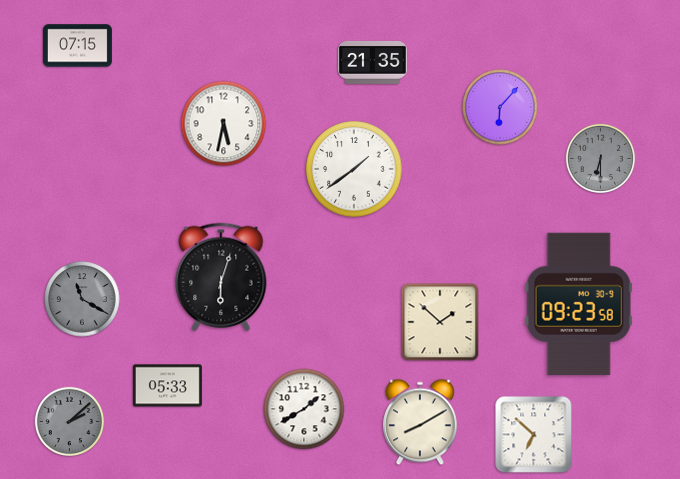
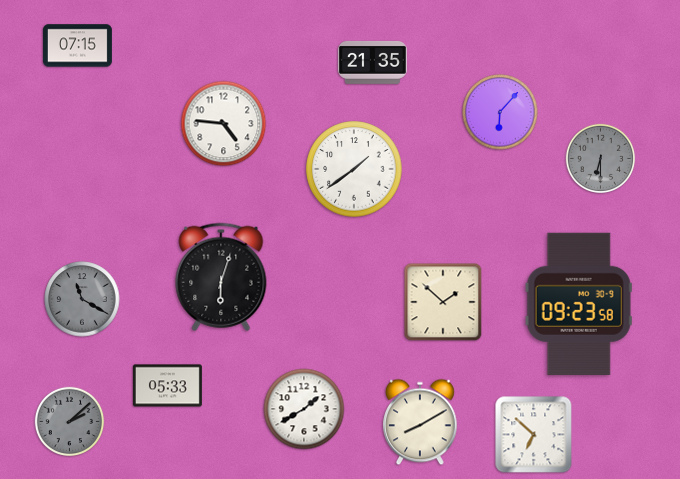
clock at (500, 107) position: (500, 107) -> (500, 112)
clock at (224, 124): 5:32 -> 4:46
clock at (440, 322) position: (440, 322) -> (443, 302)
